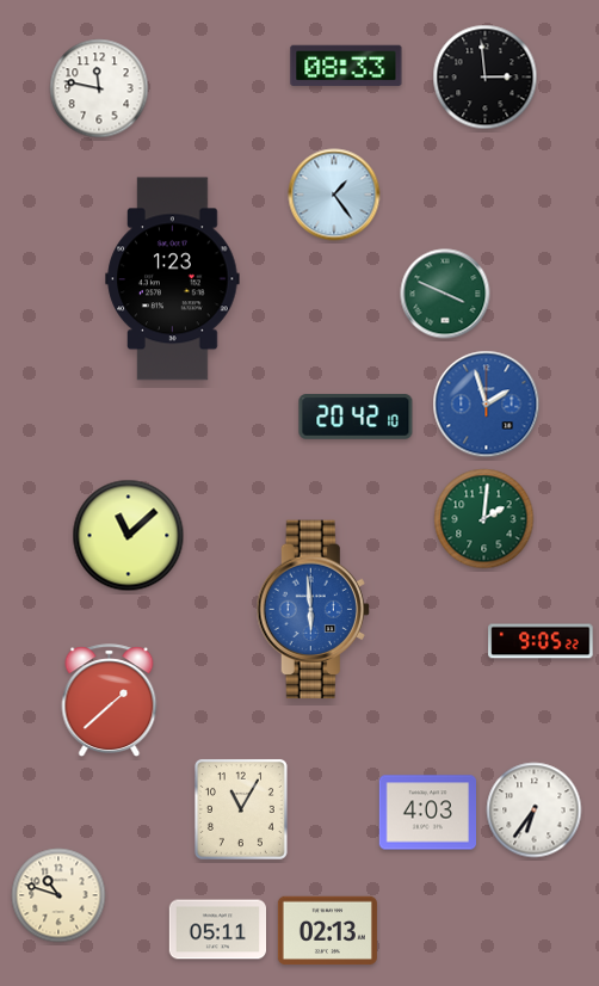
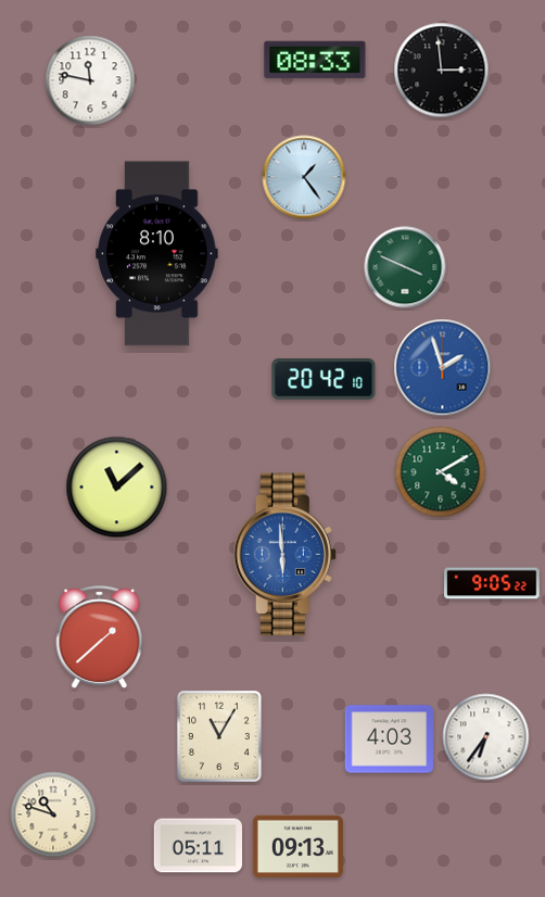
clock at (173, 279): 1:23 -> 8:10
clock at (484, 519): 2:01 -> 4:10
clock at (327, 931): 02:13 -> 09:13
